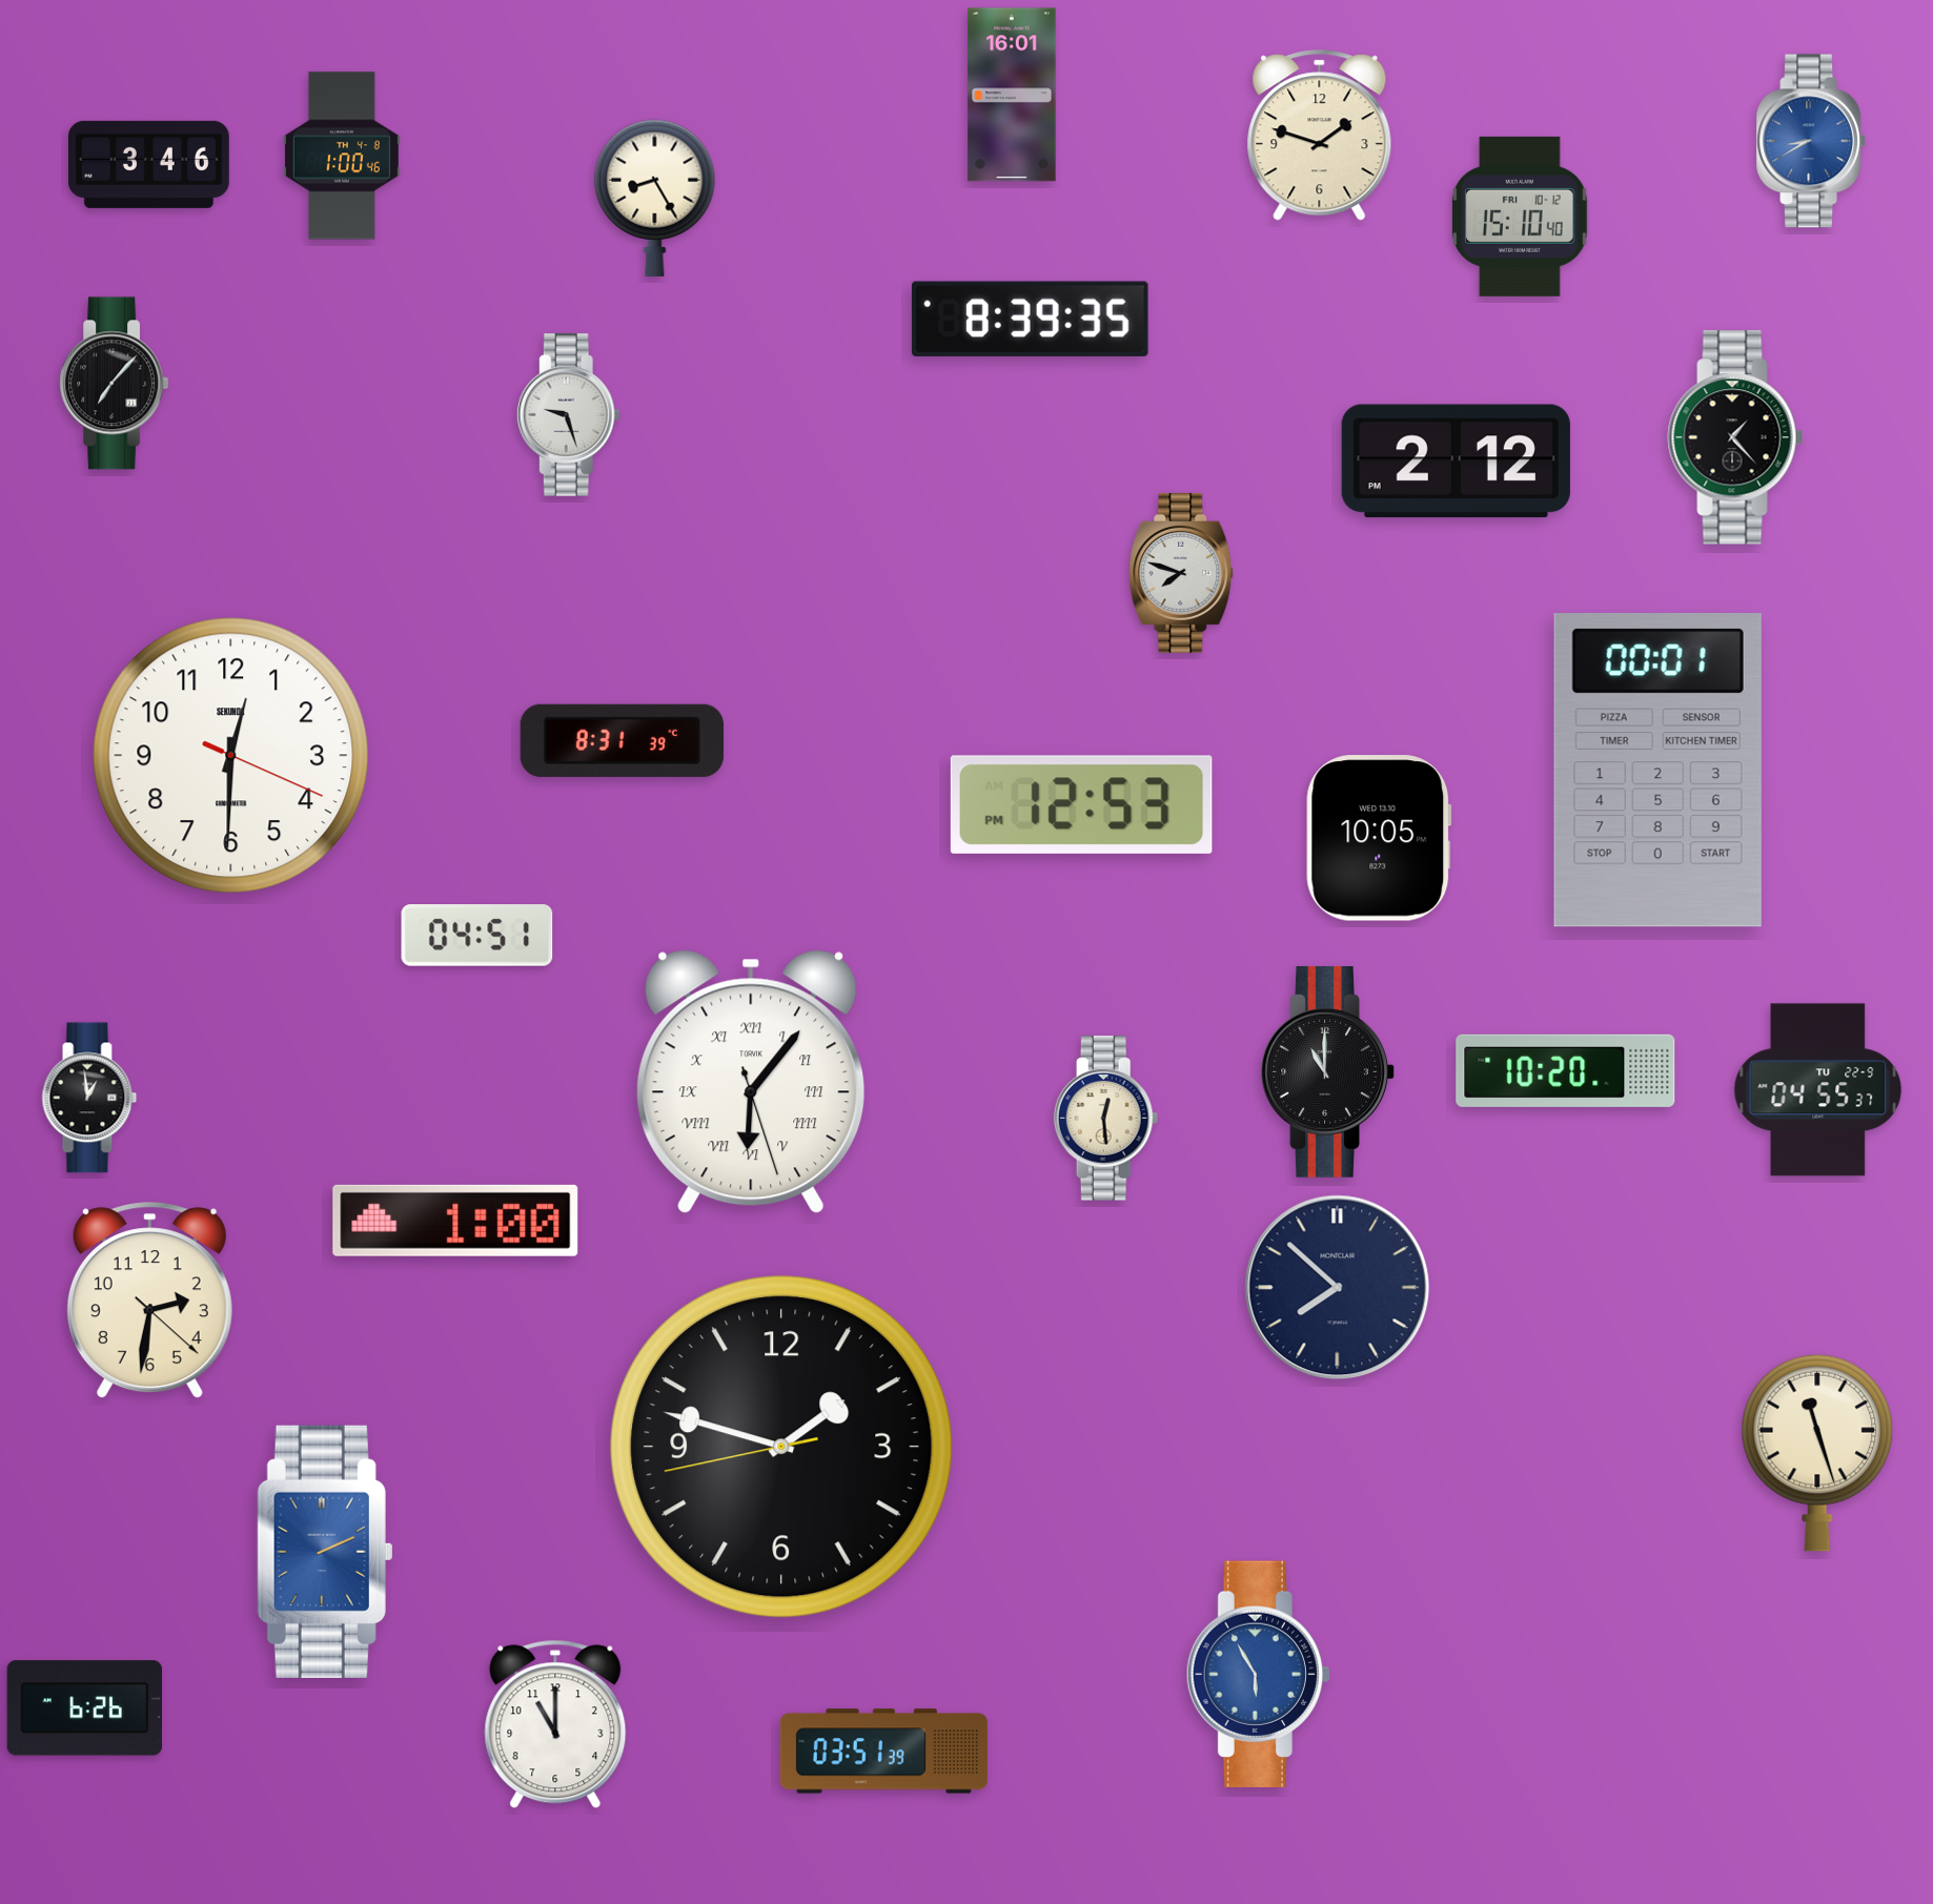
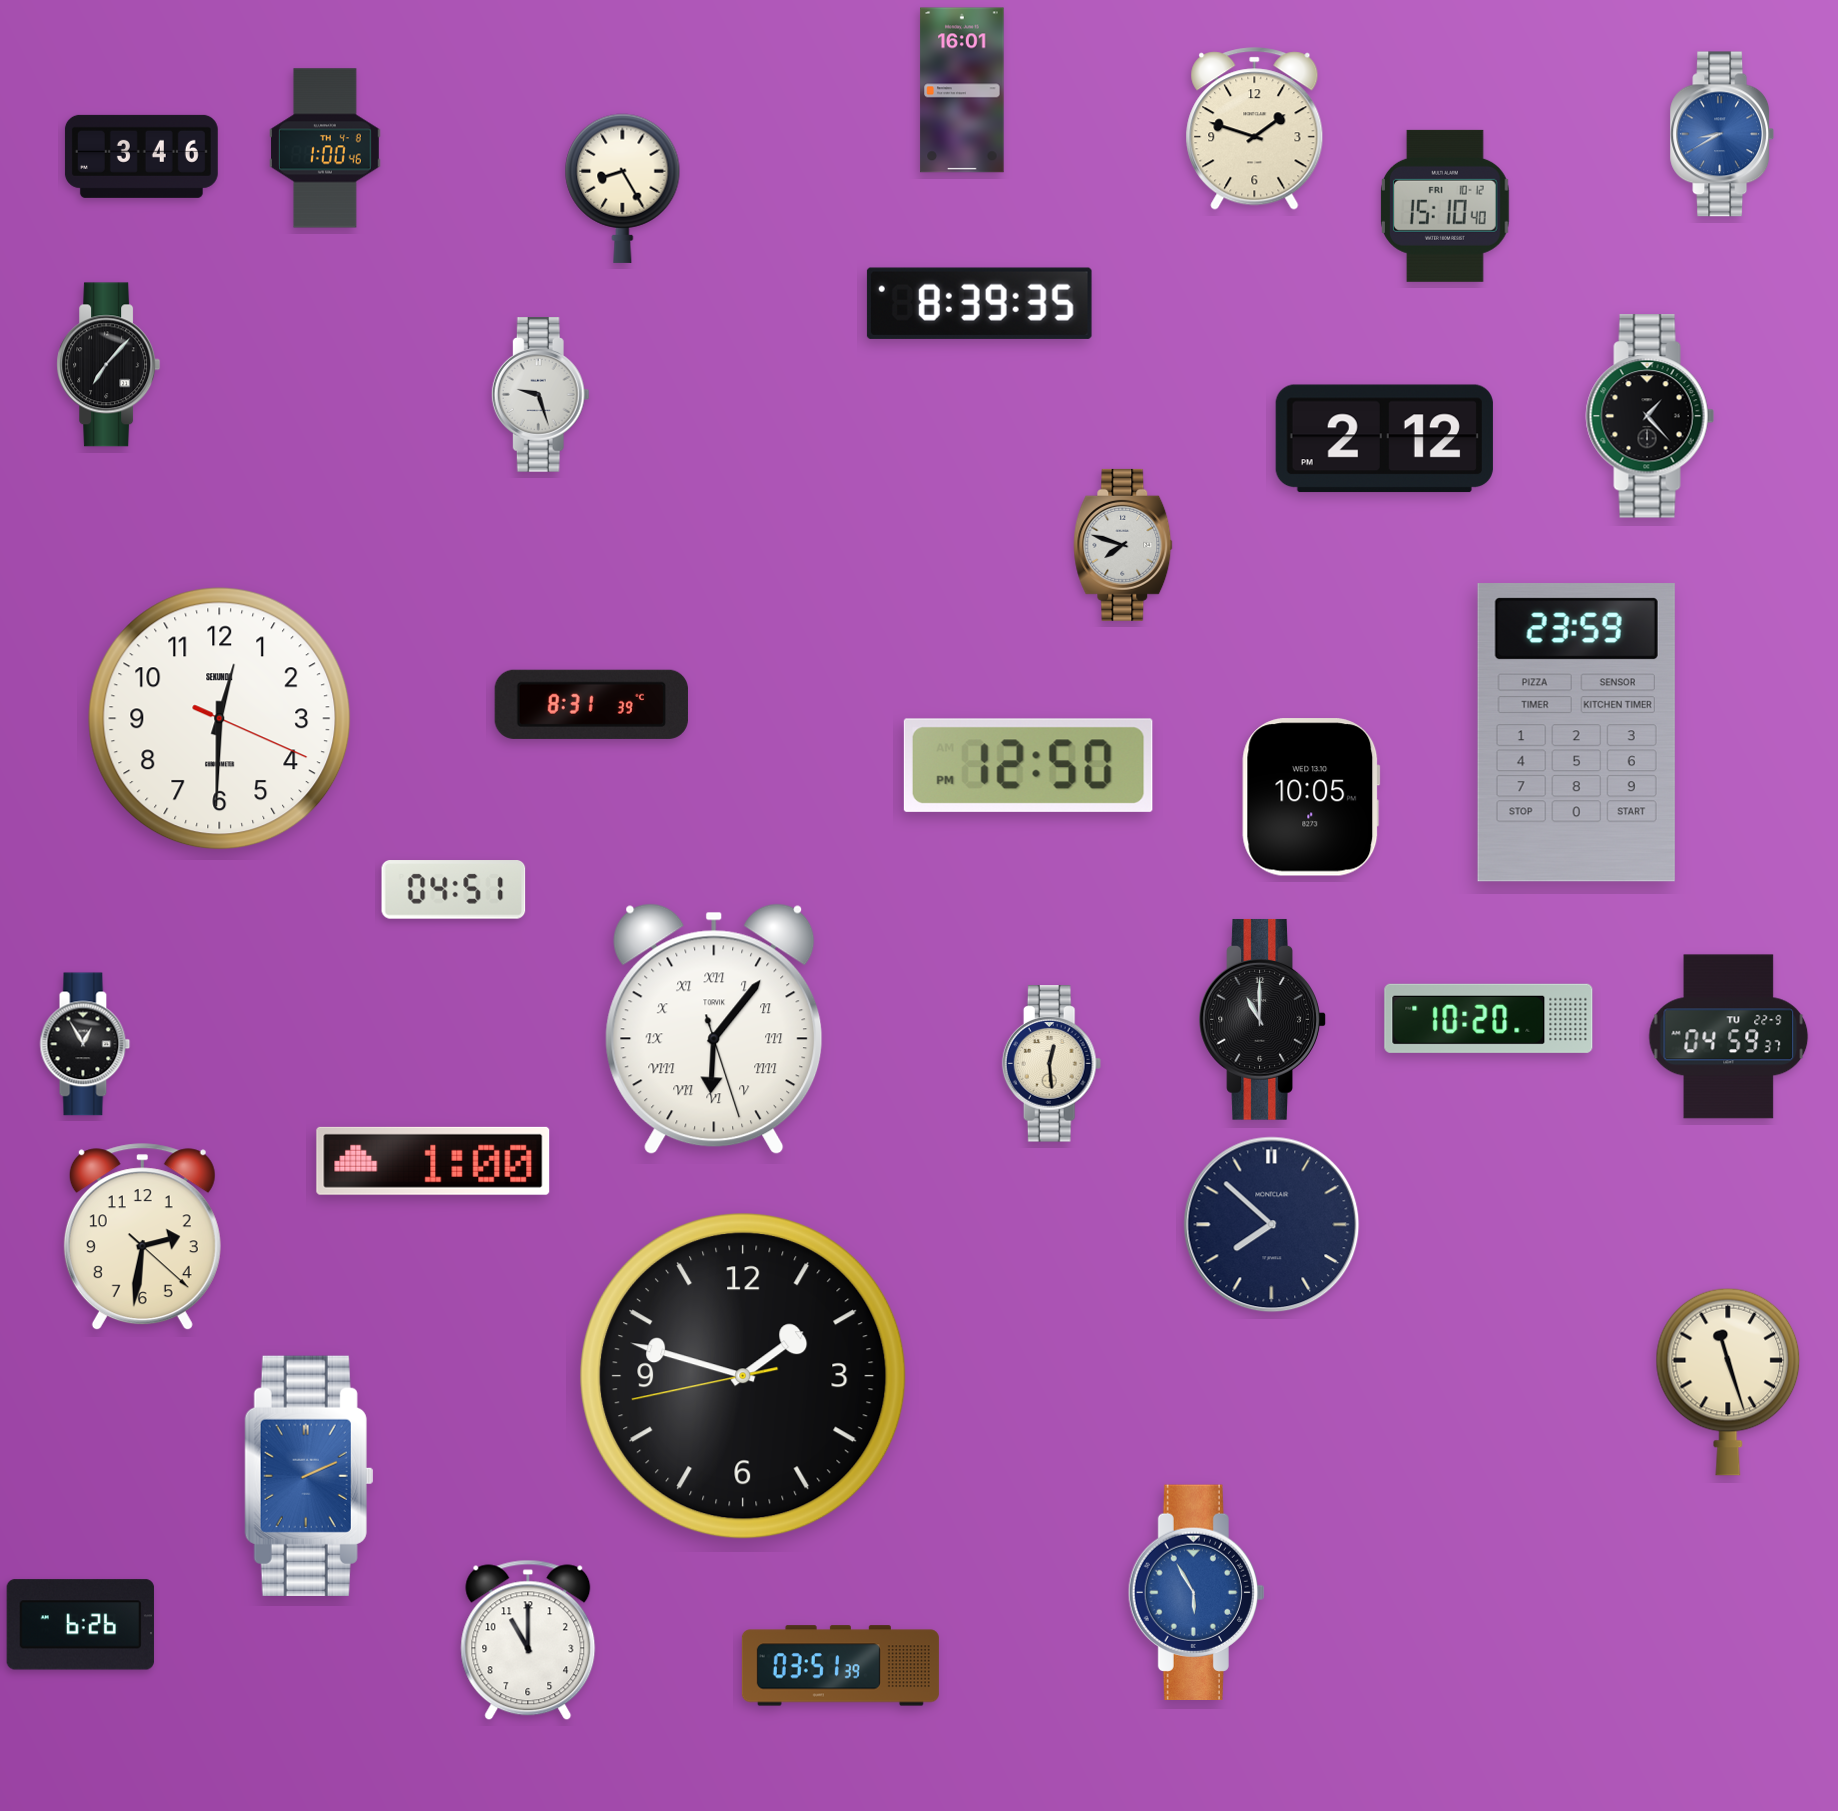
clock at (1657, 771): 00:01 -> 23:59
clock at (1081, 804): 12:53 -> 12:50
clock at (1818, 1090): 04:55 -> 04:59
clock at (89, 1098): 12:59 -> 12:55
